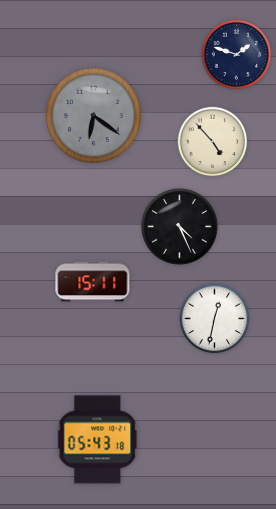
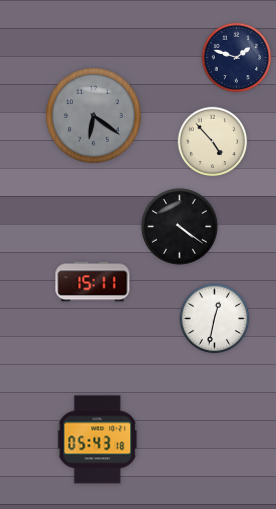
clock at (237, 55) position: (237, 55) -> (237, 58)
clock at (180, 227): 4:26 -> 4:21
